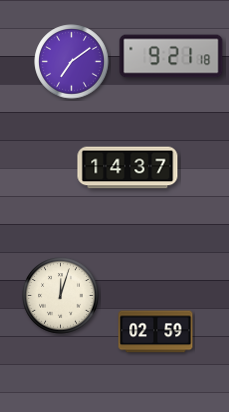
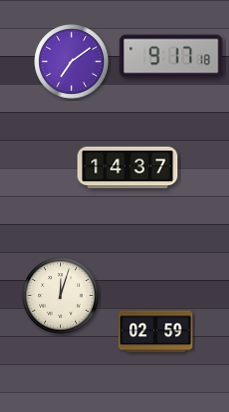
clock at (171, 56): 9:21 -> 9:17
